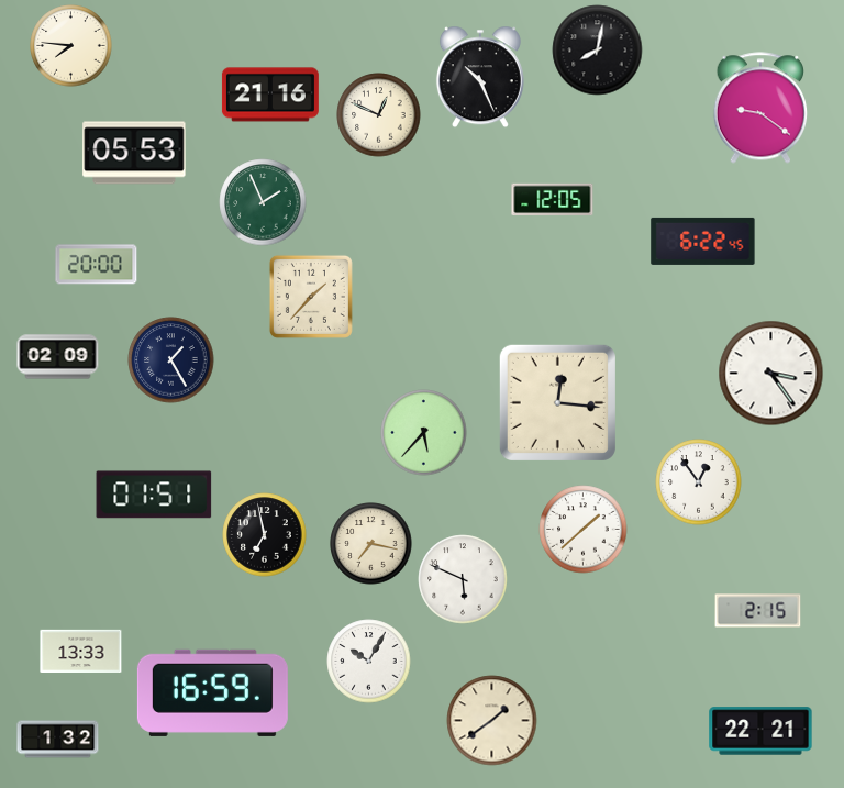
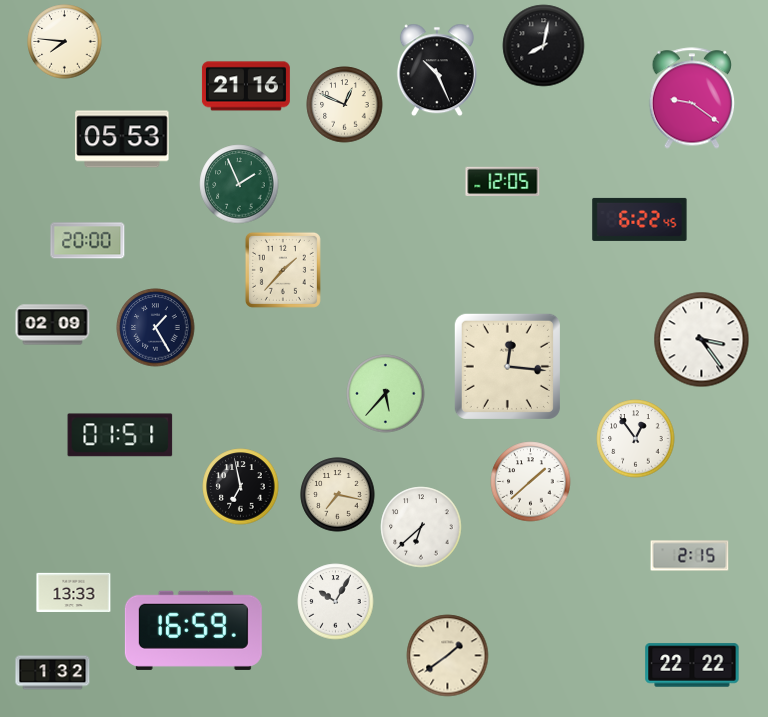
clock at (154, 495) position: (154, 495) -> (120, 435)
clock at (463, 579): 5:49 -> 6:38
clock at (760, 731): 22:21 -> 22:22
